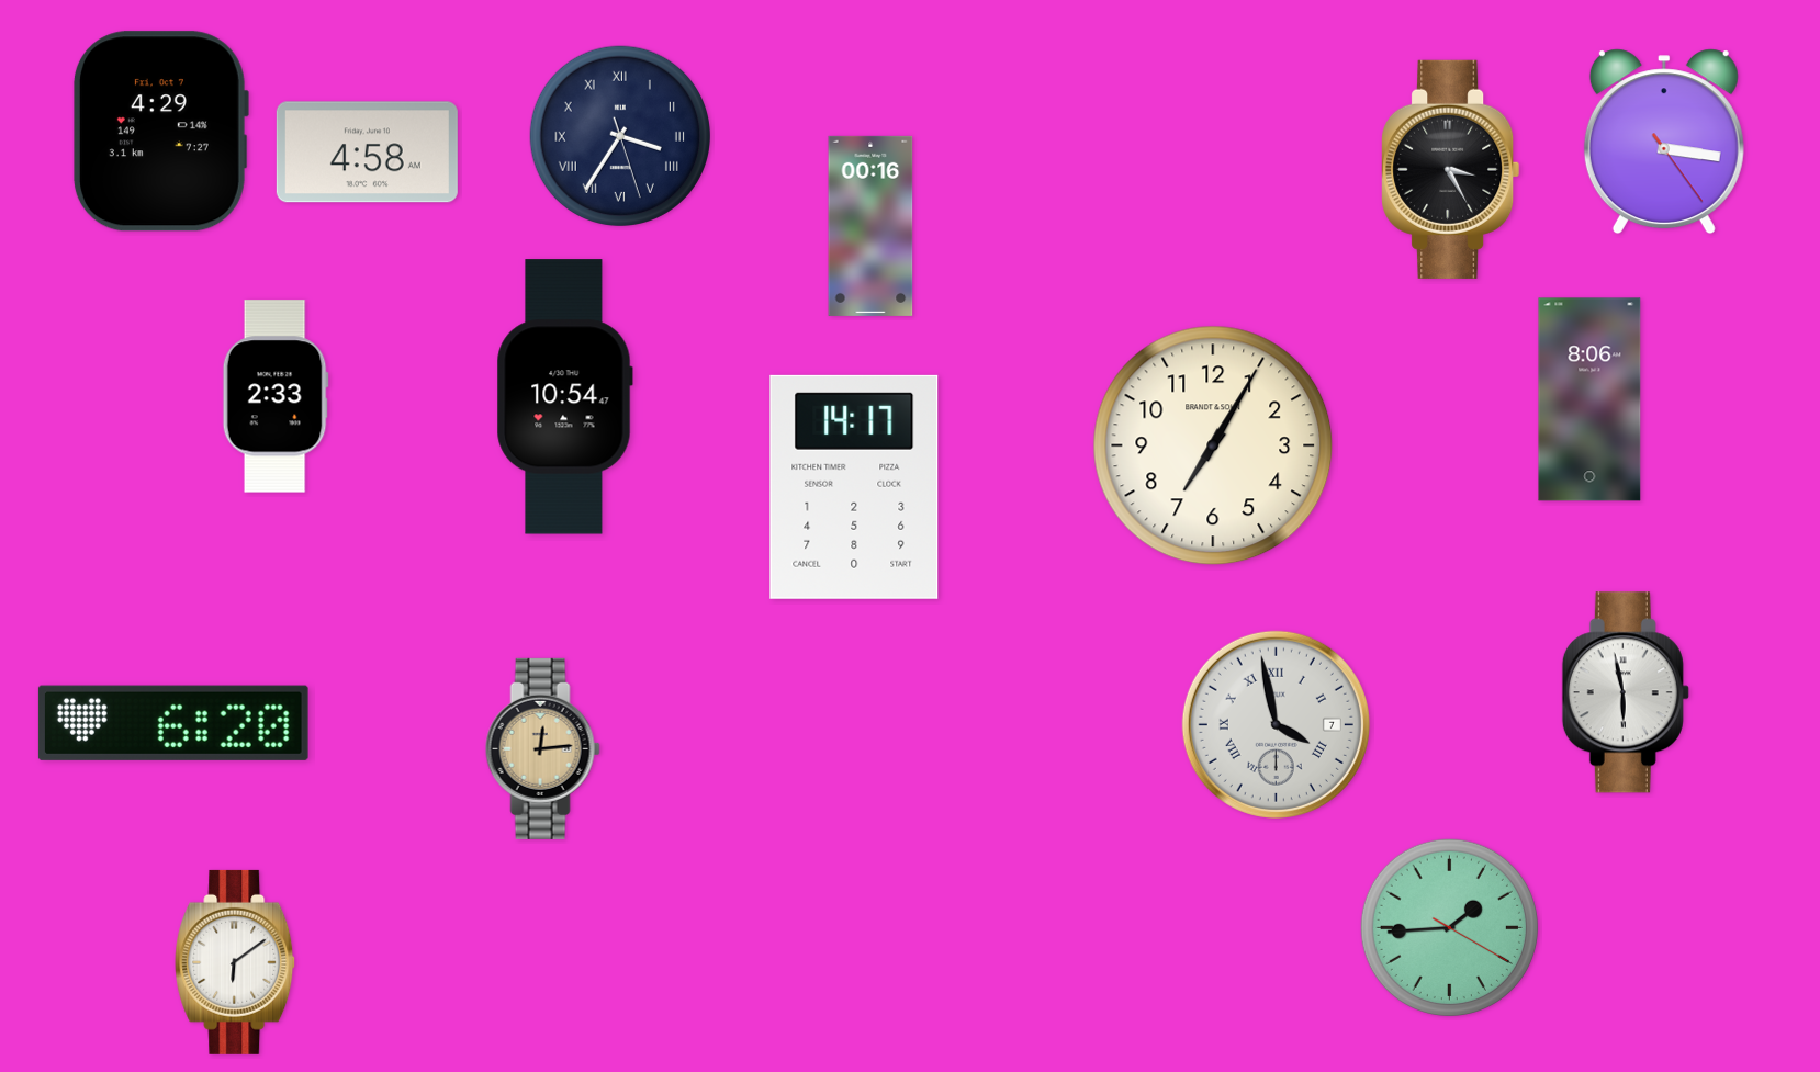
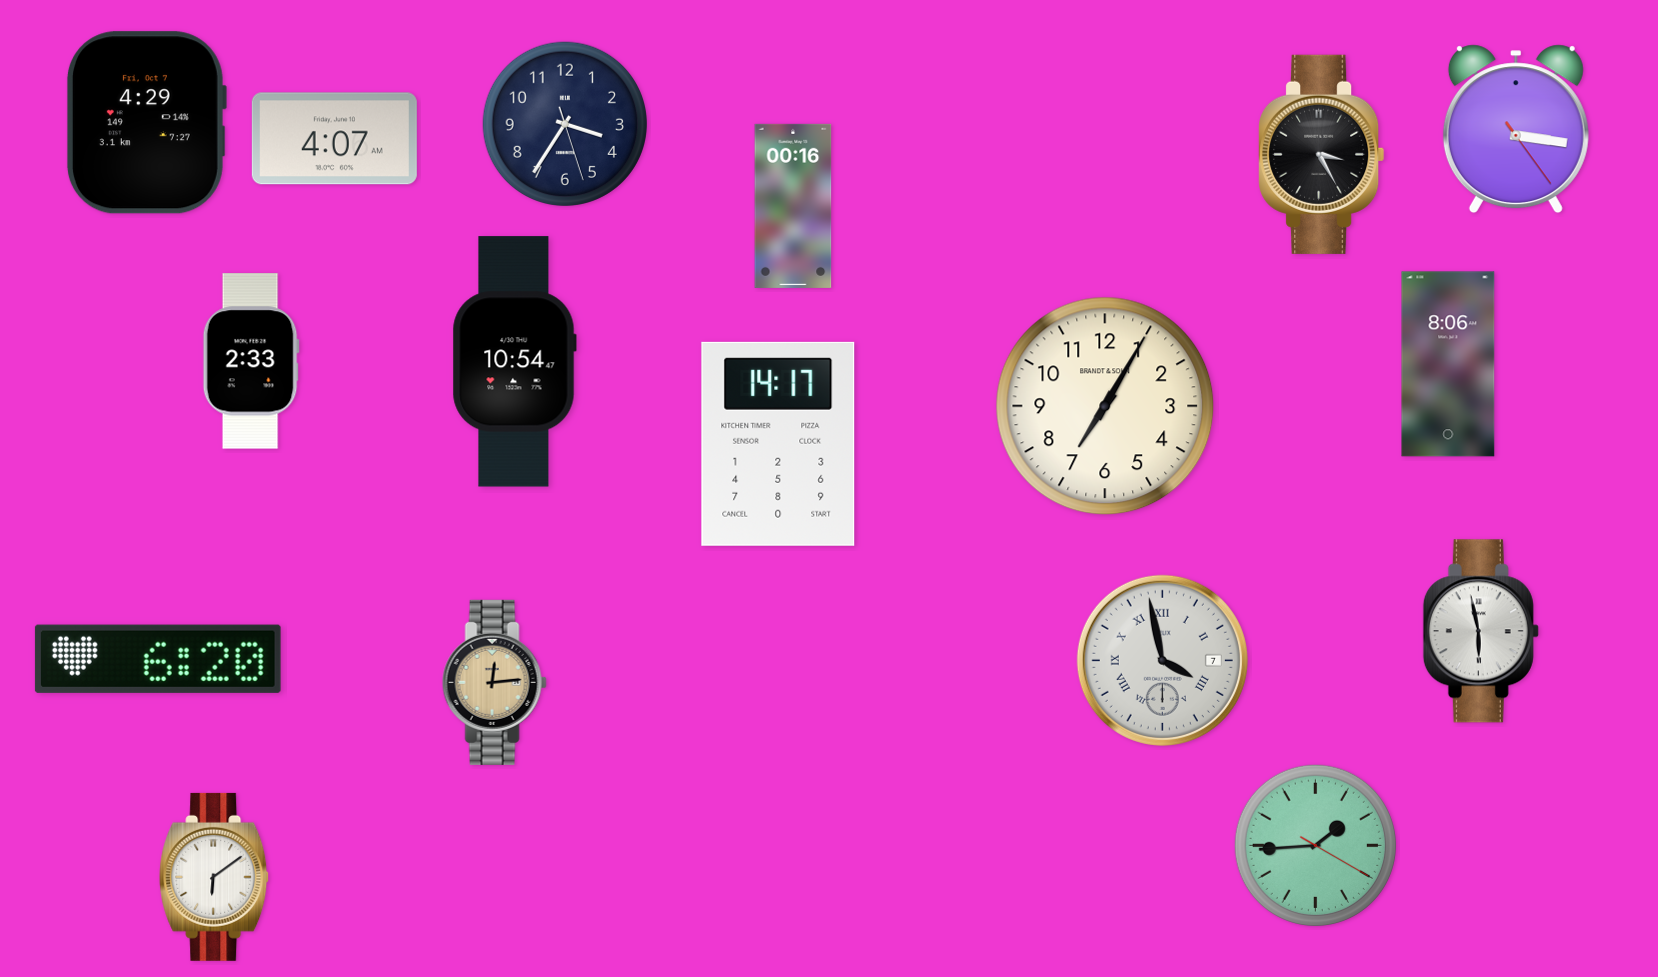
clock at (160, 132) position: (160, 132) -> (146, 123)
clock at (620, 136) numerals: Roman -> Arabic
clock at (367, 153): 4:58 -> 4:07
clock at (1449, 927) position: (1449, 927) -> (1315, 845)
